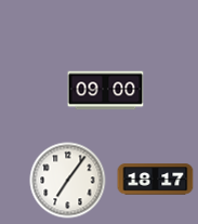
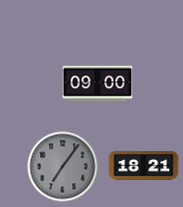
clock at (156, 180): 18:17 -> 18:21
clock at (68, 181) dial: white -> grey
